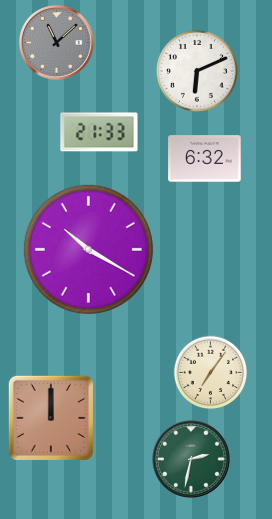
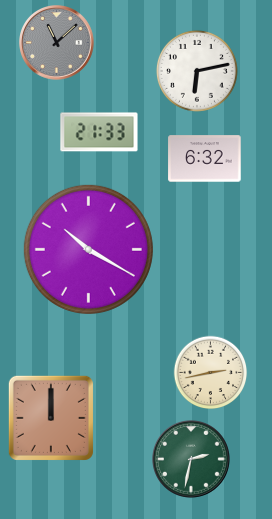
clock at (197, 71): 6:11 -> 6:13
clock at (211, 373): 7:06 -> 2:43
